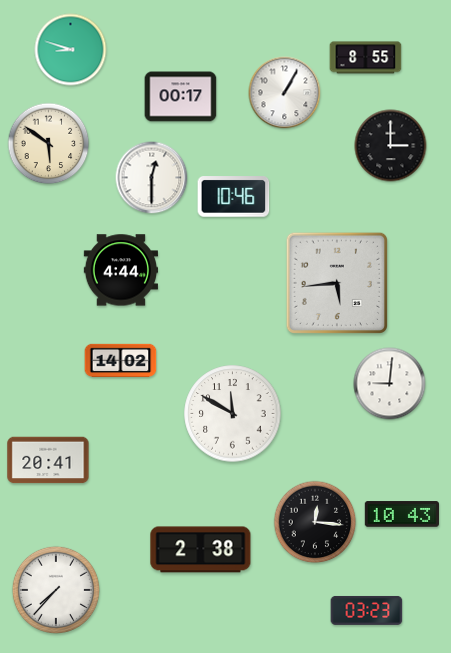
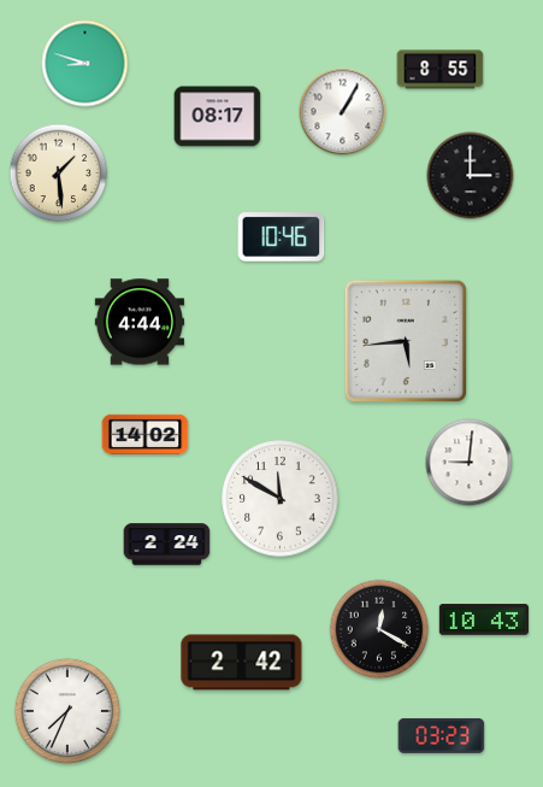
clock at (71, 50) position: (71, 50) -> (85, 64)
clock at (181, 97): 00:17 -> 08:17
clock at (49, 144): 5:51 -> 1:29
clock at (152, 178): 12:30 -> none
clock at (120, 270) position: (120, 270) -> (138, 322)
clock at (167, 545): none -> 2:24
clock at (48, 460): 20:41 -> none
clock at (315, 522): 12:16 -> 12:20
clock at (201, 550): 2:38 -> 2:42
clock at (56, 590): 7:37 -> 7:34
